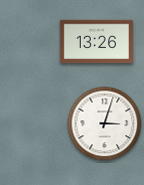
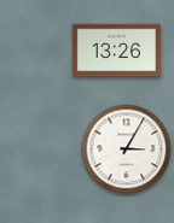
clock at (105, 124): 3:03 -> 3:05
